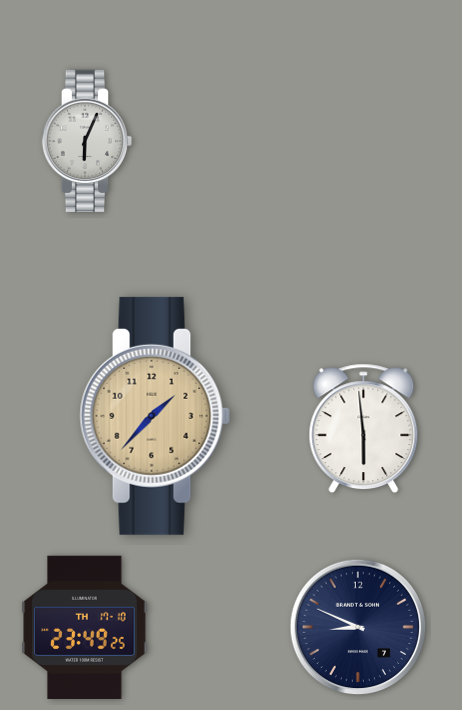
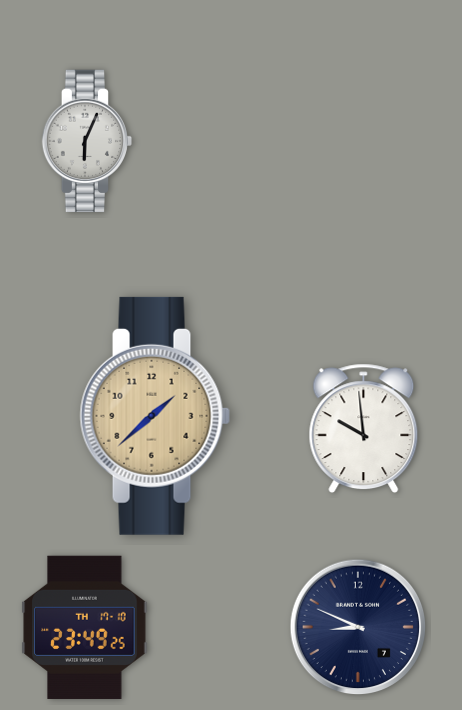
clock at (155, 416): 1:37 -> 1:38
clock at (364, 429): 5:59 -> 9:59
